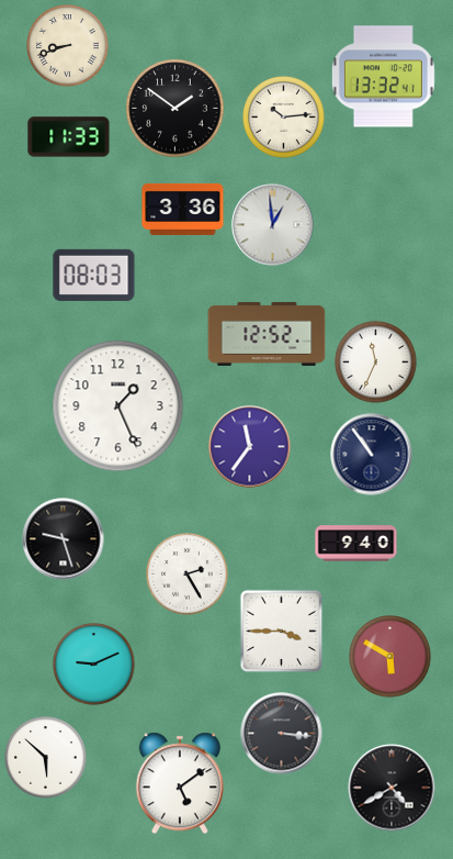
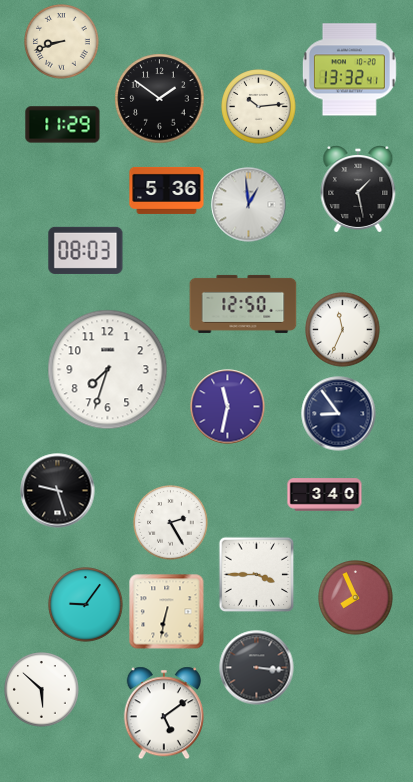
clock at (69, 137): 11:33 -> 11:29
clock at (183, 209): 3:36 -> 5:36
clock at (358, 190): none -> 1:28
clock at (267, 334): 12:52 -> 12:50
clock at (118, 406): 1:26 -> 7:33
clock at (250, 447): 11:36 -> 11:32
clock at (372, 455): 10:54 -> 8:54
clock at (356, 544): 9:40 -> 3:40
clock at (390, 657): 5:50 -> 7:56
clock at (94, 665): 9:11 -> 9:06
clock at (167, 612): none -> 6:32
clock at (392, 788): 4:40 -> none
